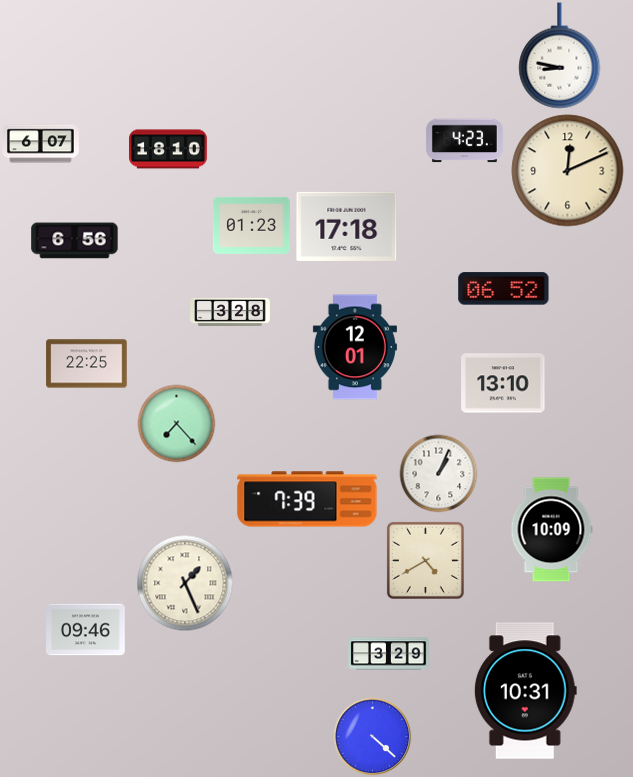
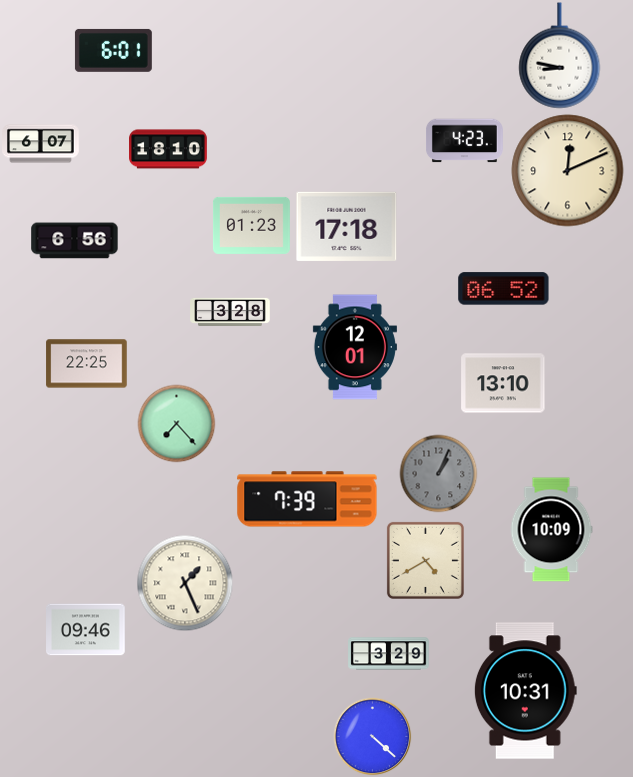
clock at (113, 50): none -> 6:01
clock at (438, 473) dial: white -> grey
